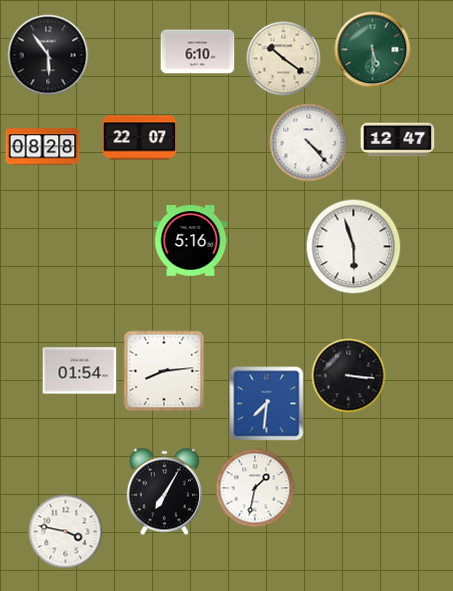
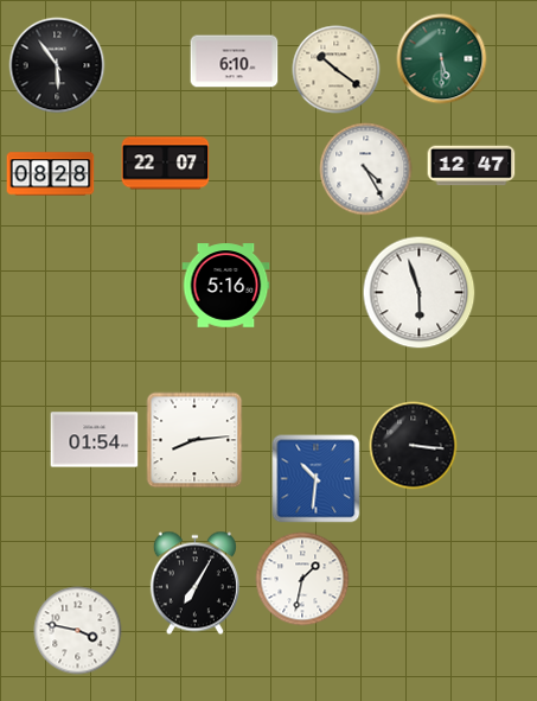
clock at (309, 143): 4:23 -> 4:25
clock at (267, 404): 7:31 -> 10:31
